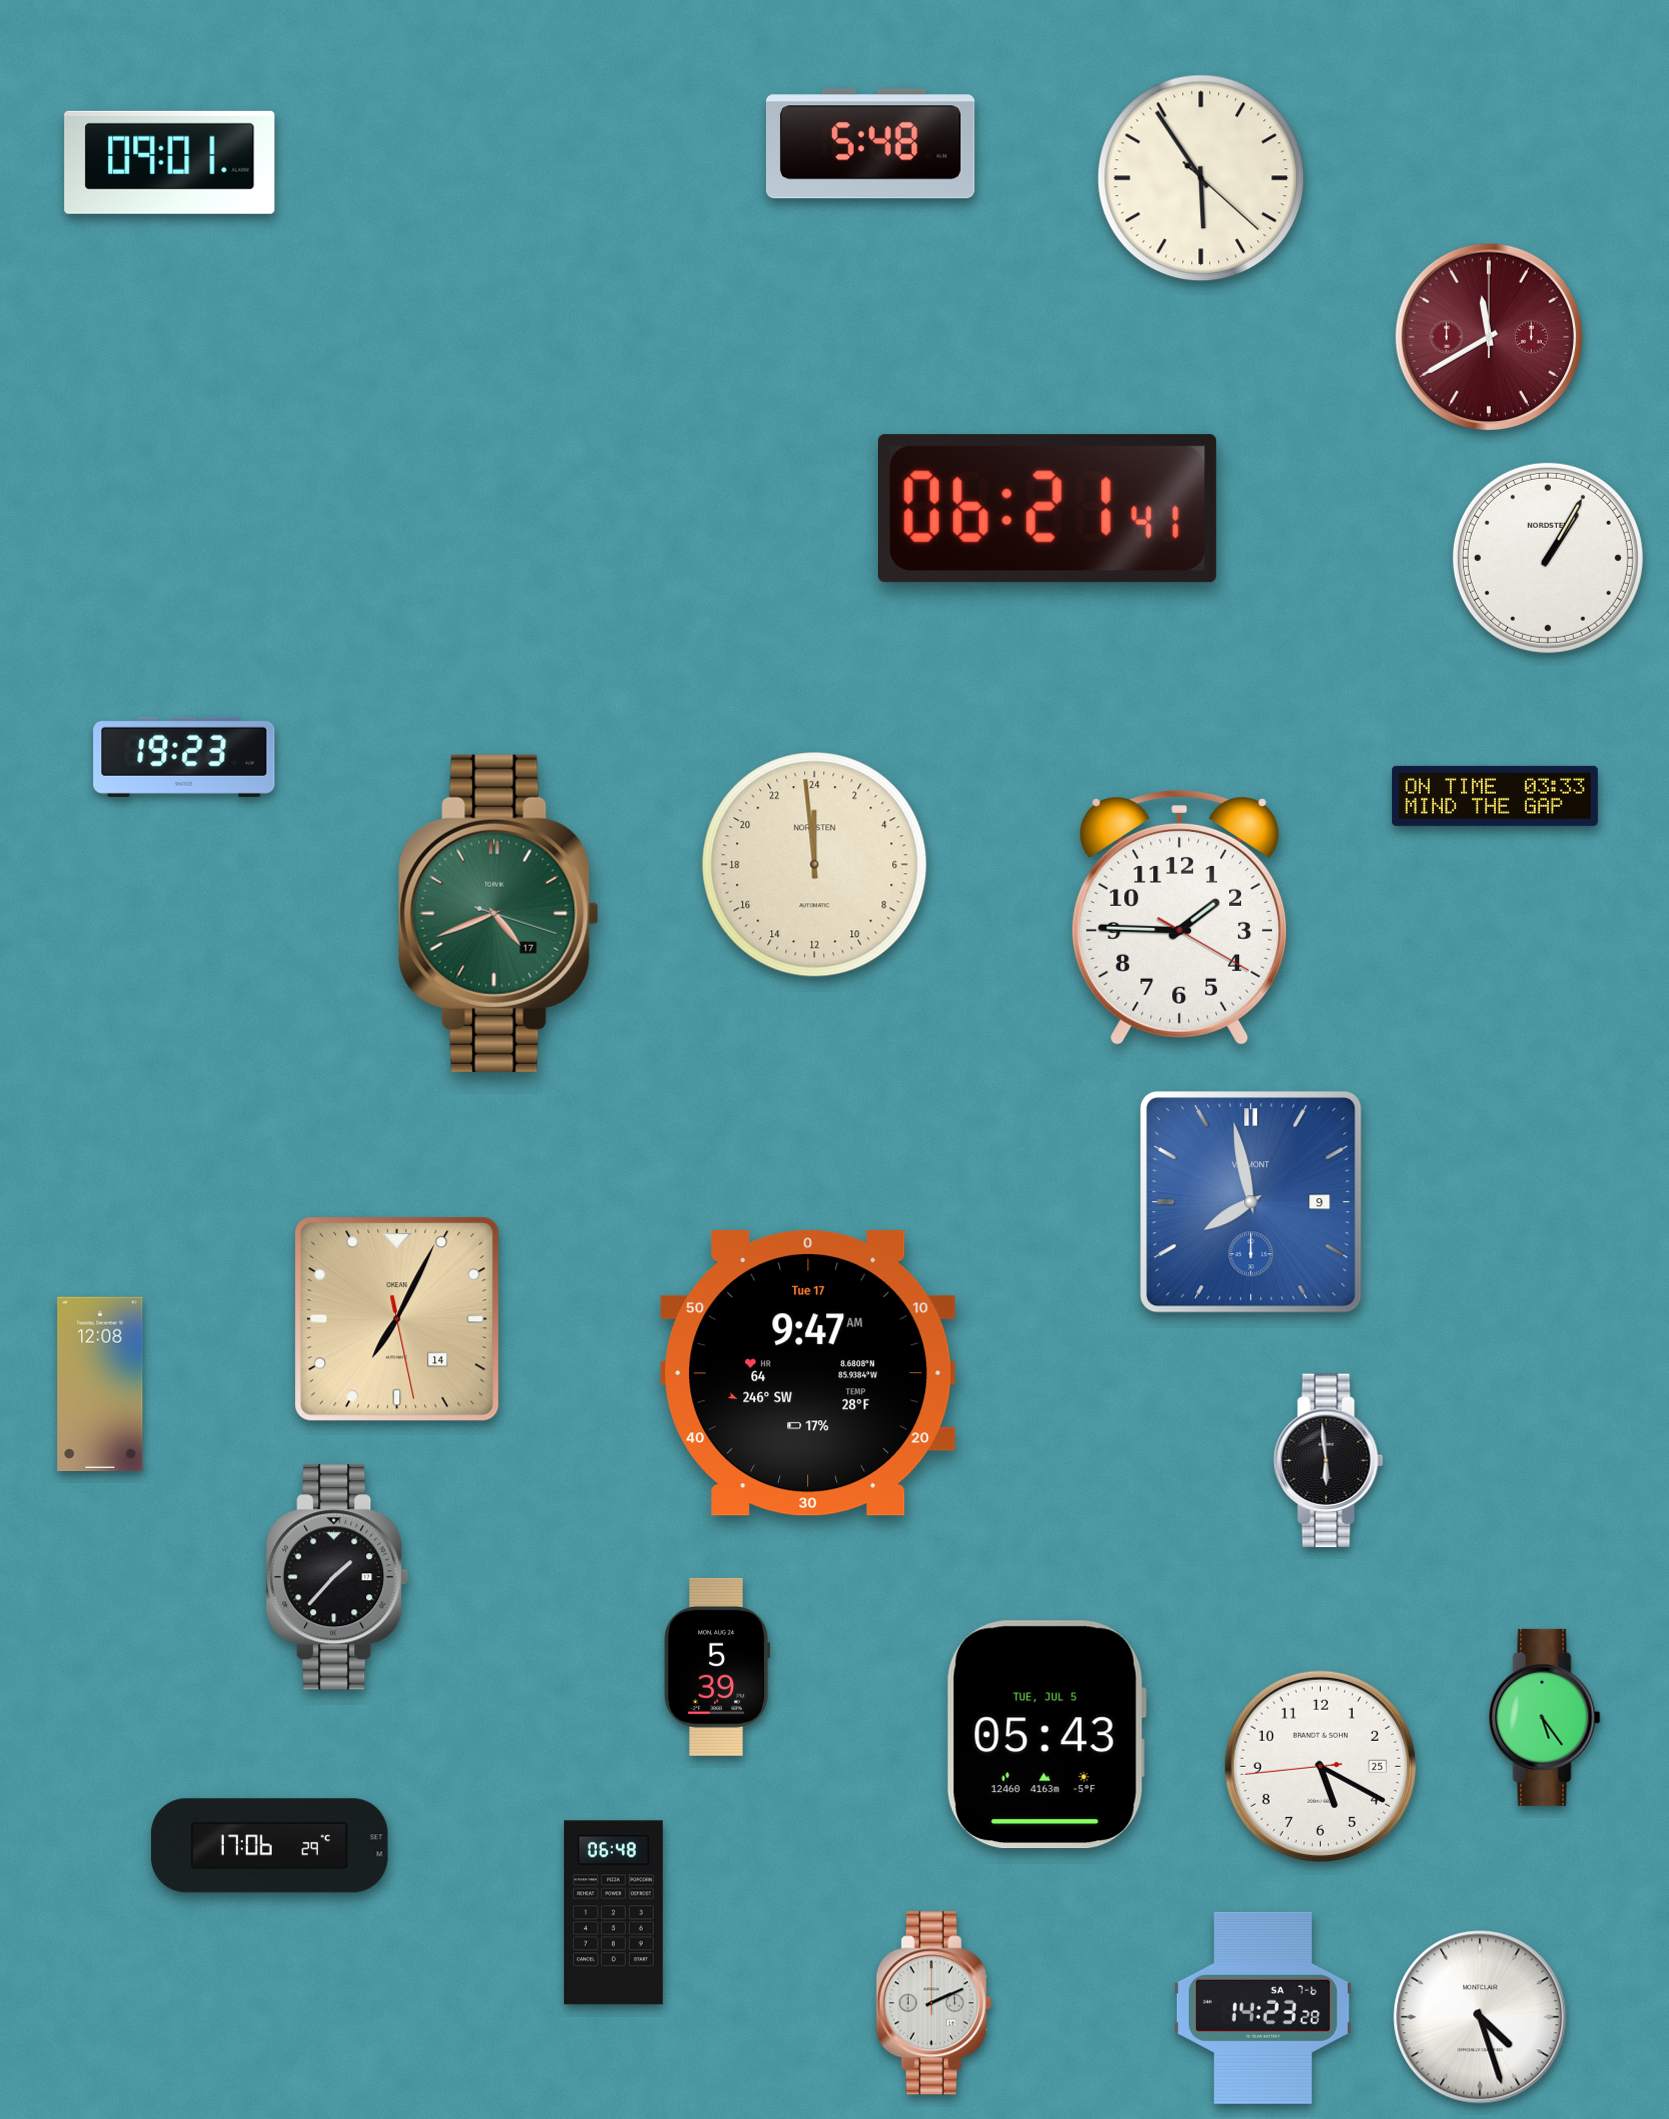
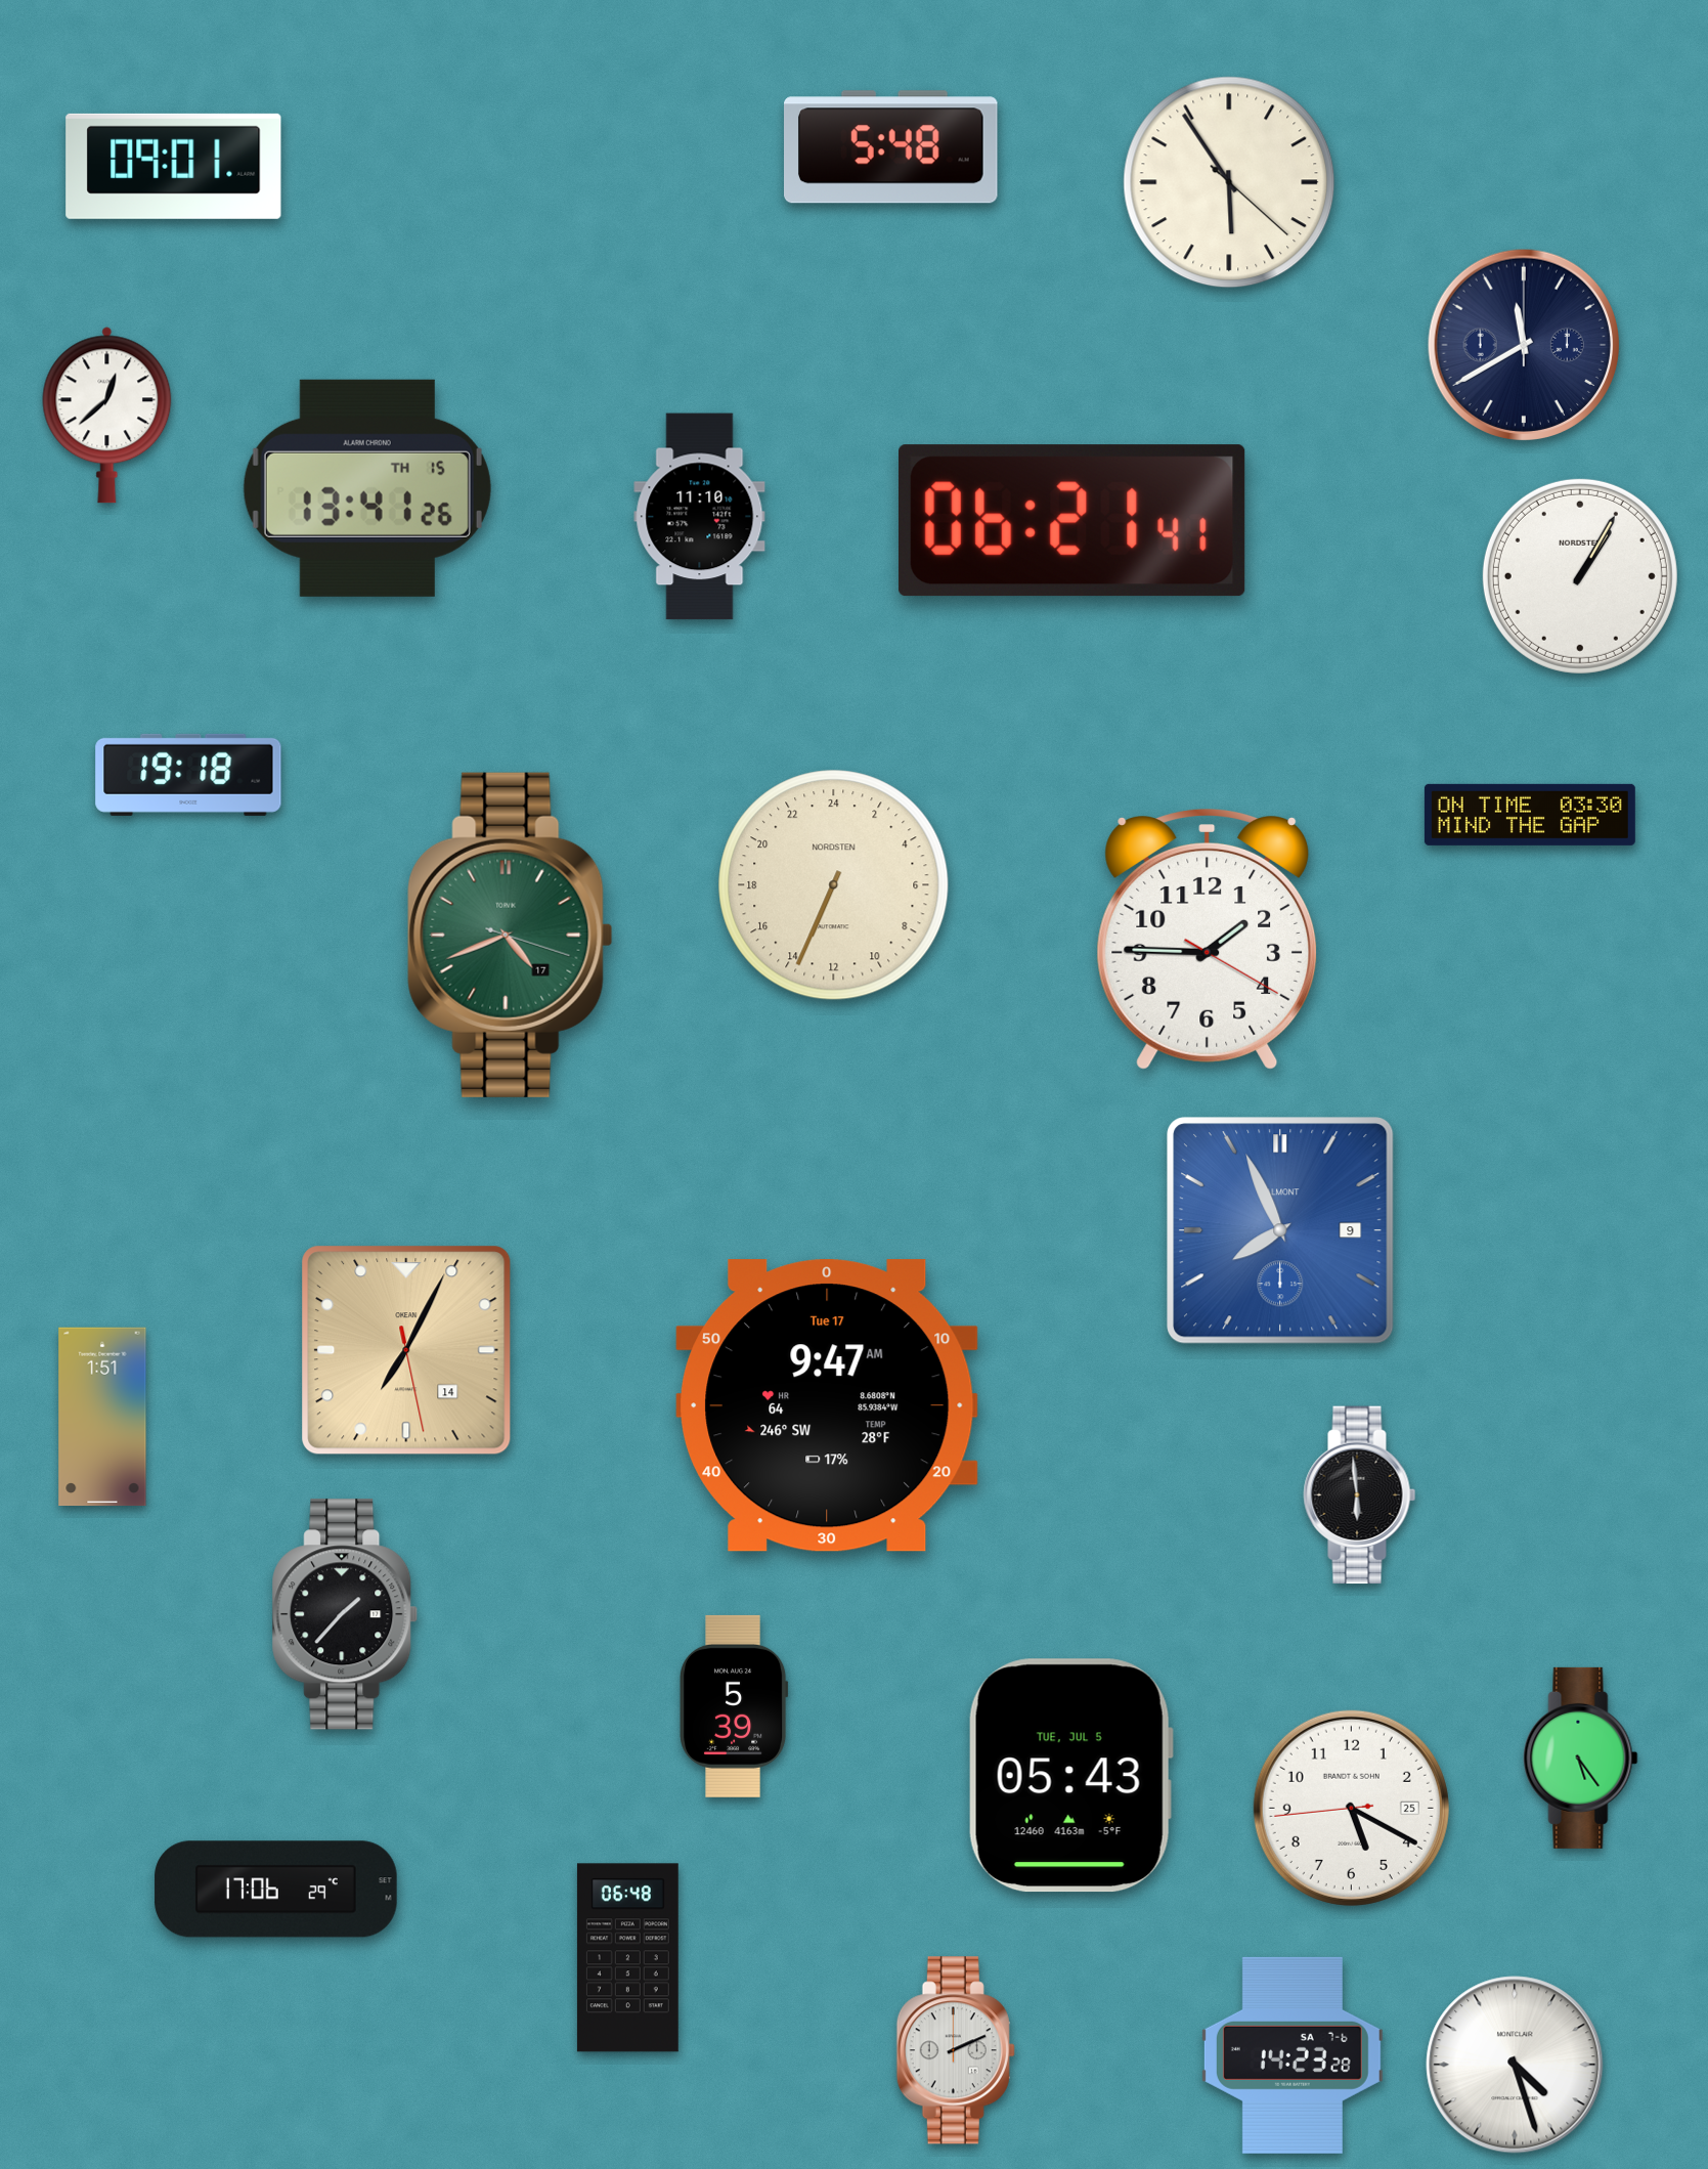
clock at (1488, 336) dial: burgundy -> navy
clock at (107, 416): none -> 12:38
clock at (367, 488): none -> 13:41
clock at (700, 517): none -> 11:10
clock at (1548, 558) position: (1548, 558) -> (1580, 576)
clock at (184, 757): 19:23 -> 19:18
clock at (1495, 796): 03:33 -> 03:30
clock at (815, 865): 23:59 -> 13:34
clock at (1251, 1202): 7:58 -> 7:56
clock at (100, 1384): 12:08 -> 1:51
